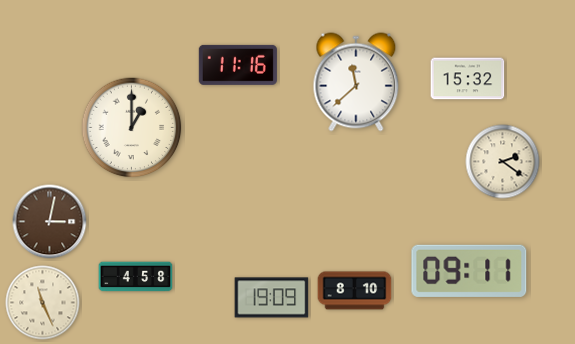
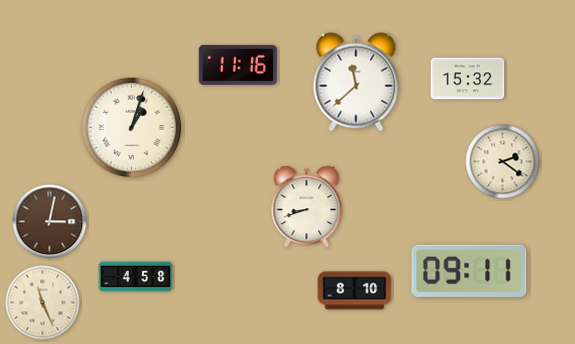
clock at (132, 128): 1:00 -> 1:03
clock at (307, 207): none -> 8:42
clock at (272, 298): 19:09 -> none
